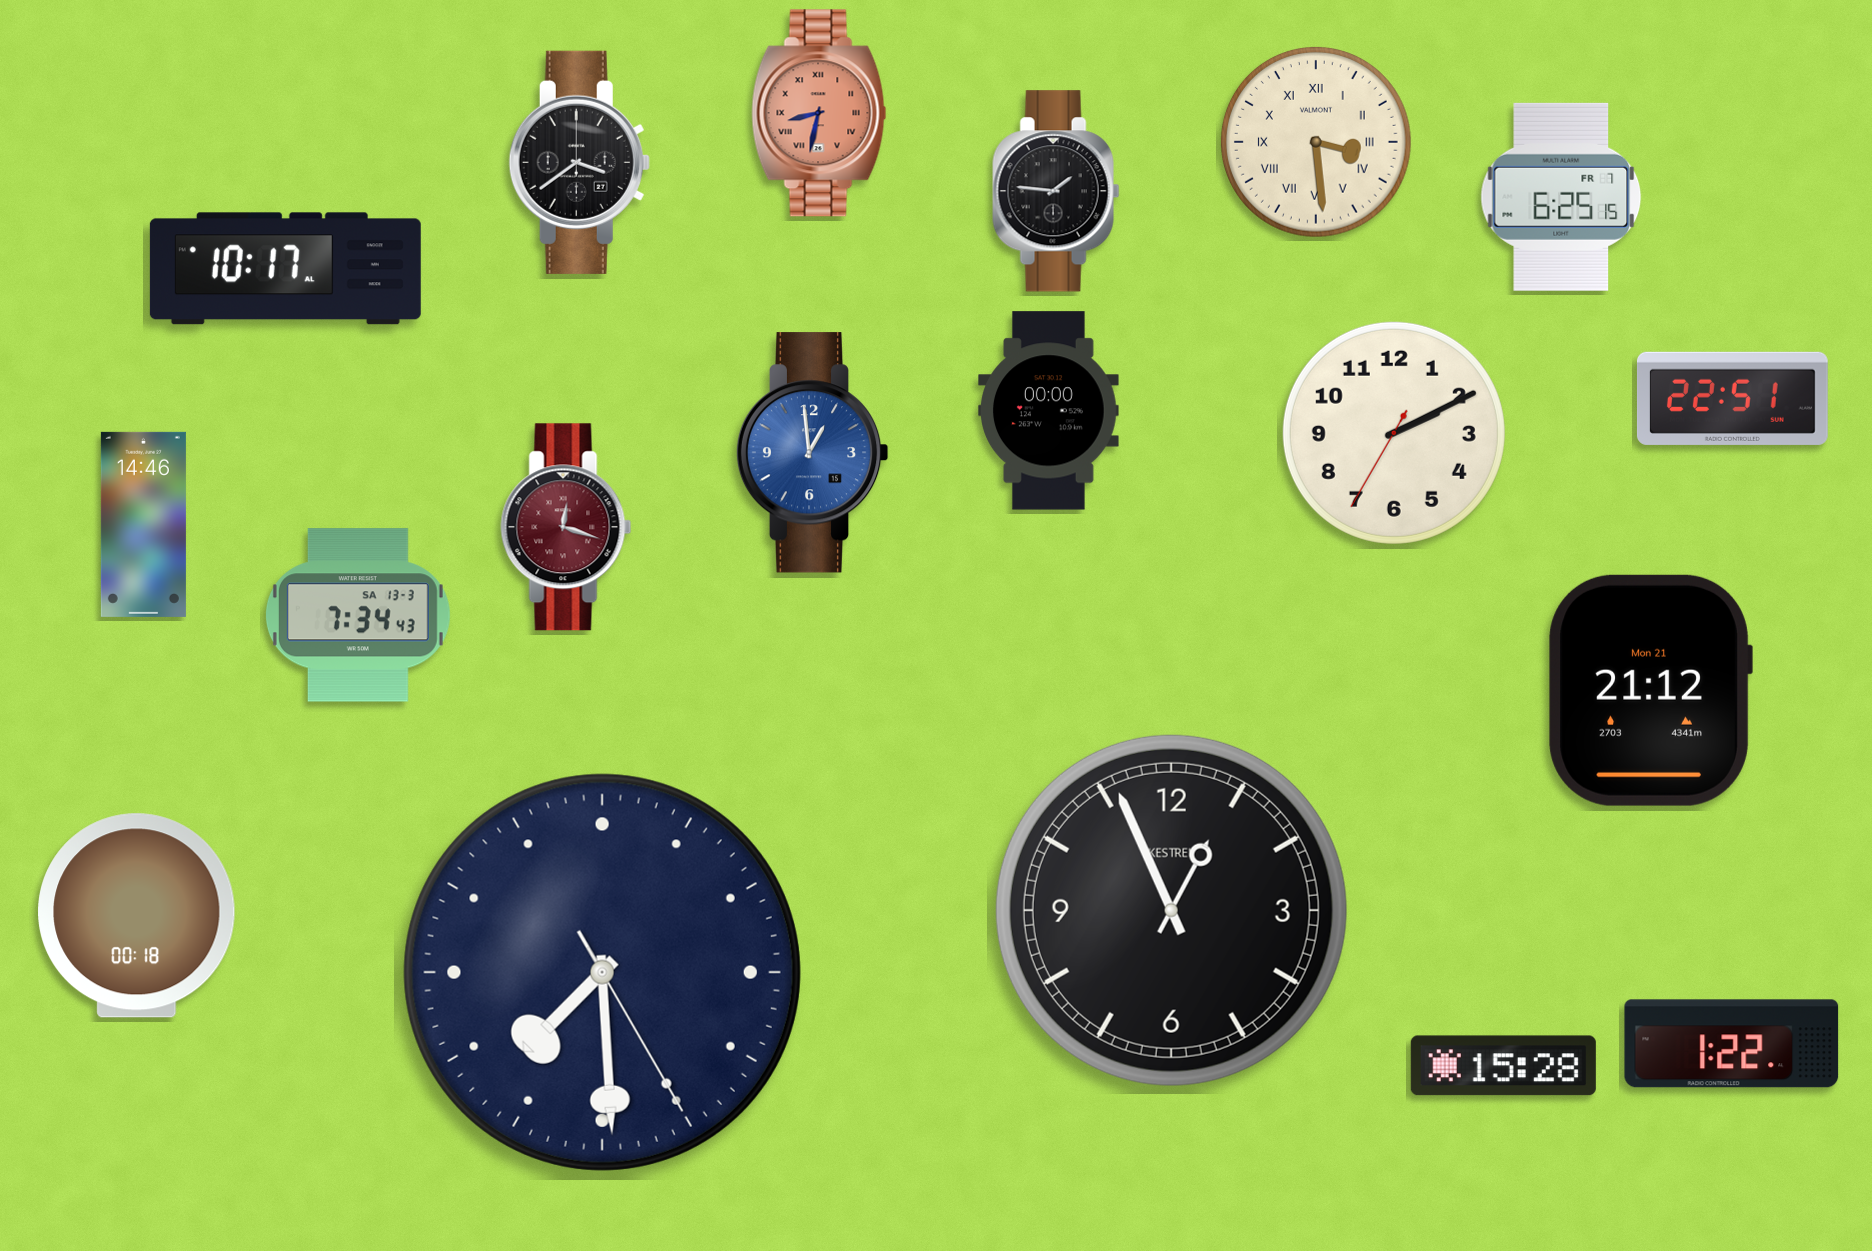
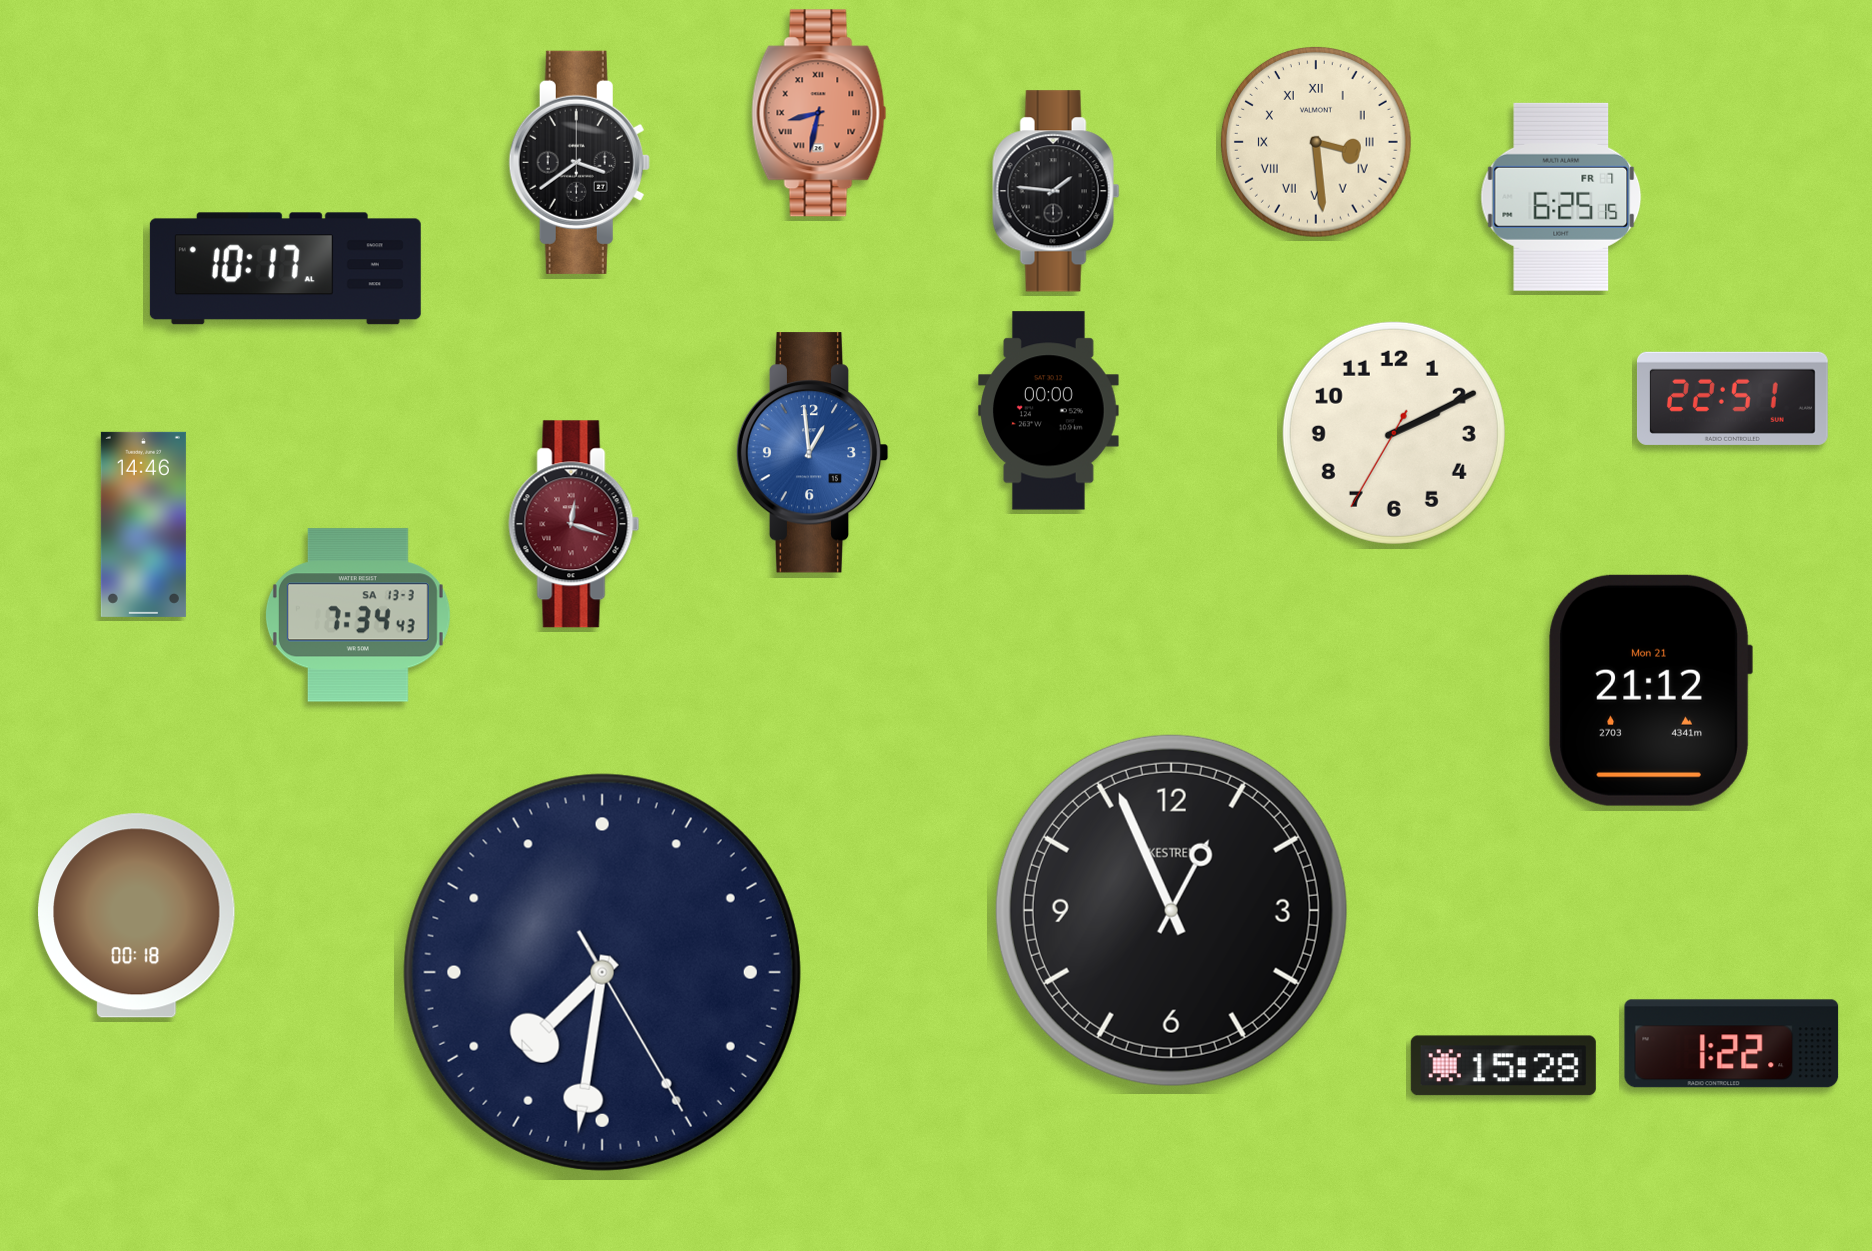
clock at (566, 527) position: (566, 527) -> (574, 524)
clock at (602, 972): 7:29 -> 7:31
